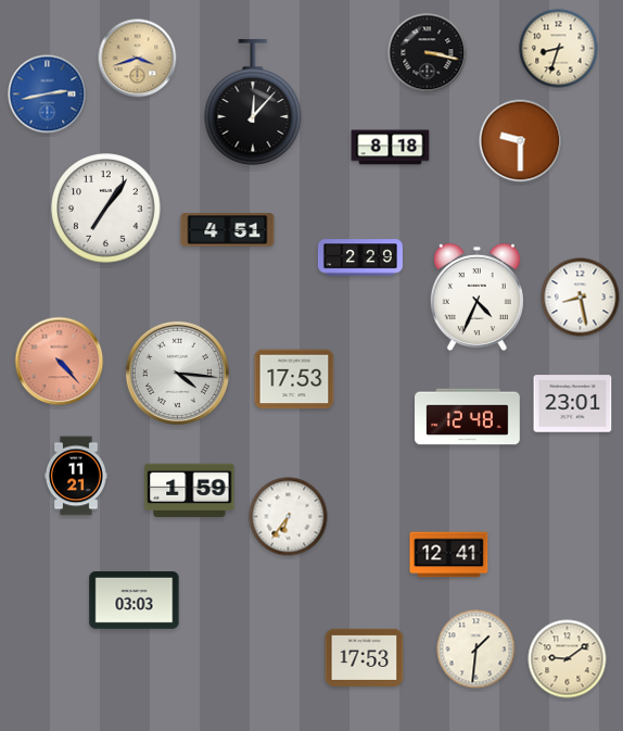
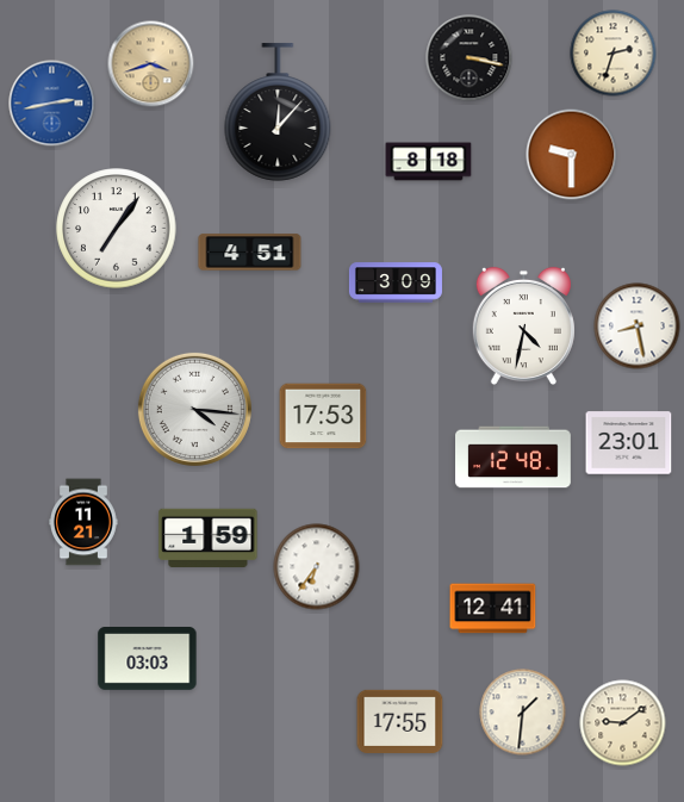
clock at (559, 49): 8:33 -> 2:33
clock at (360, 257): 2:29 -> 3:09
clock at (476, 297): 4:34 -> 4:32
clock at (60, 362): 4:23 -> none
clock at (365, 657): 17:53 -> 17:55
